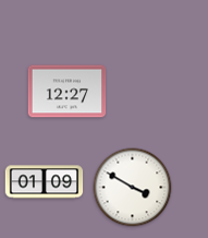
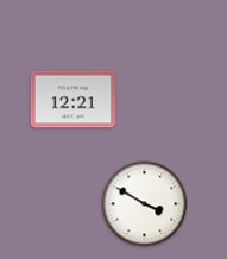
clock at (68, 92): 12:27 -> 12:21
clock at (45, 182): 01:09 -> none
